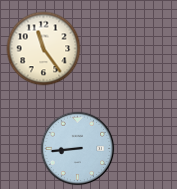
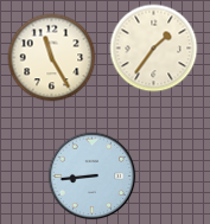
clock at (154, 49): none -> 1:36
clock at (44, 49): 11:24 -> 11:25
